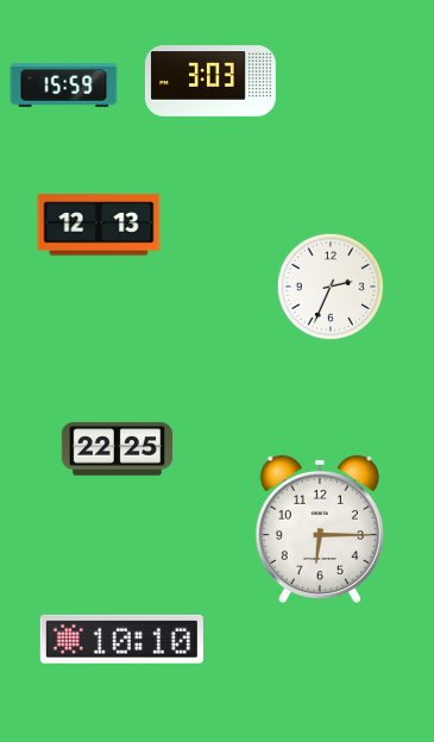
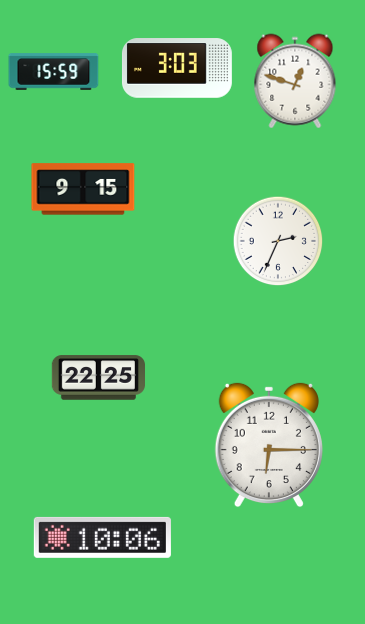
clock at (295, 81): none -> 12:48
clock at (99, 225): 12:13 -> 9:15
clock at (121, 639): 10:10 -> 10:06
